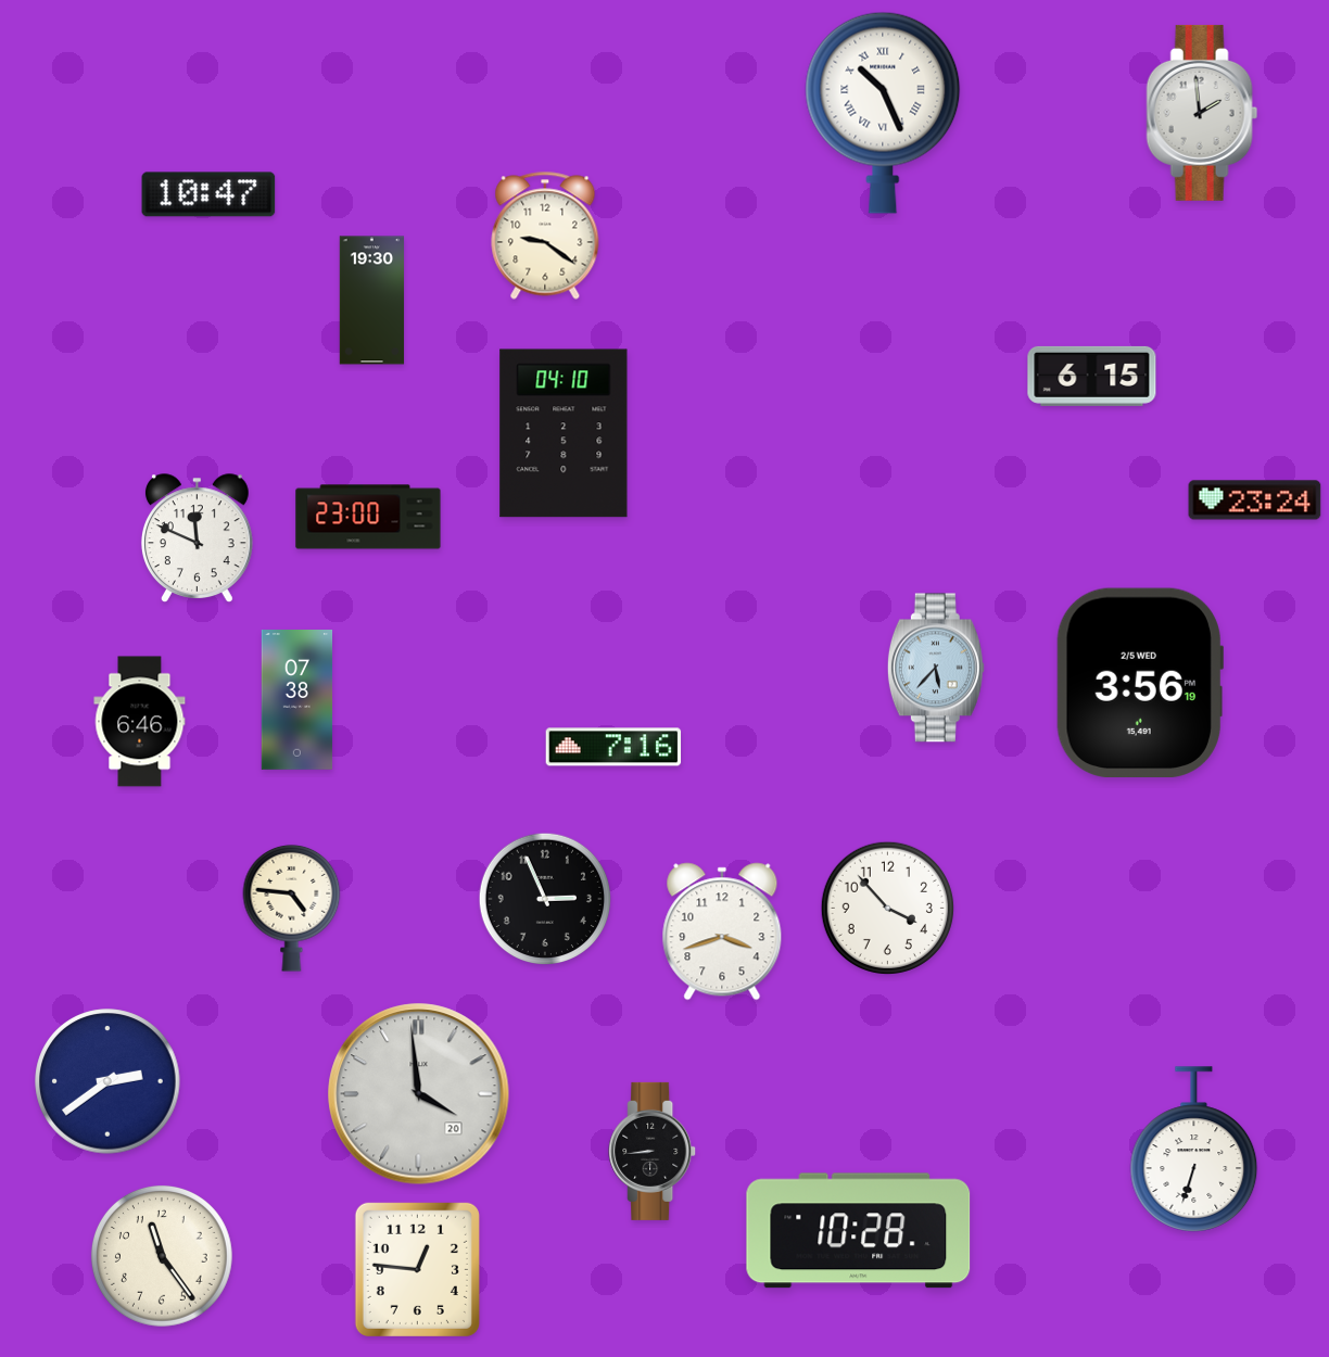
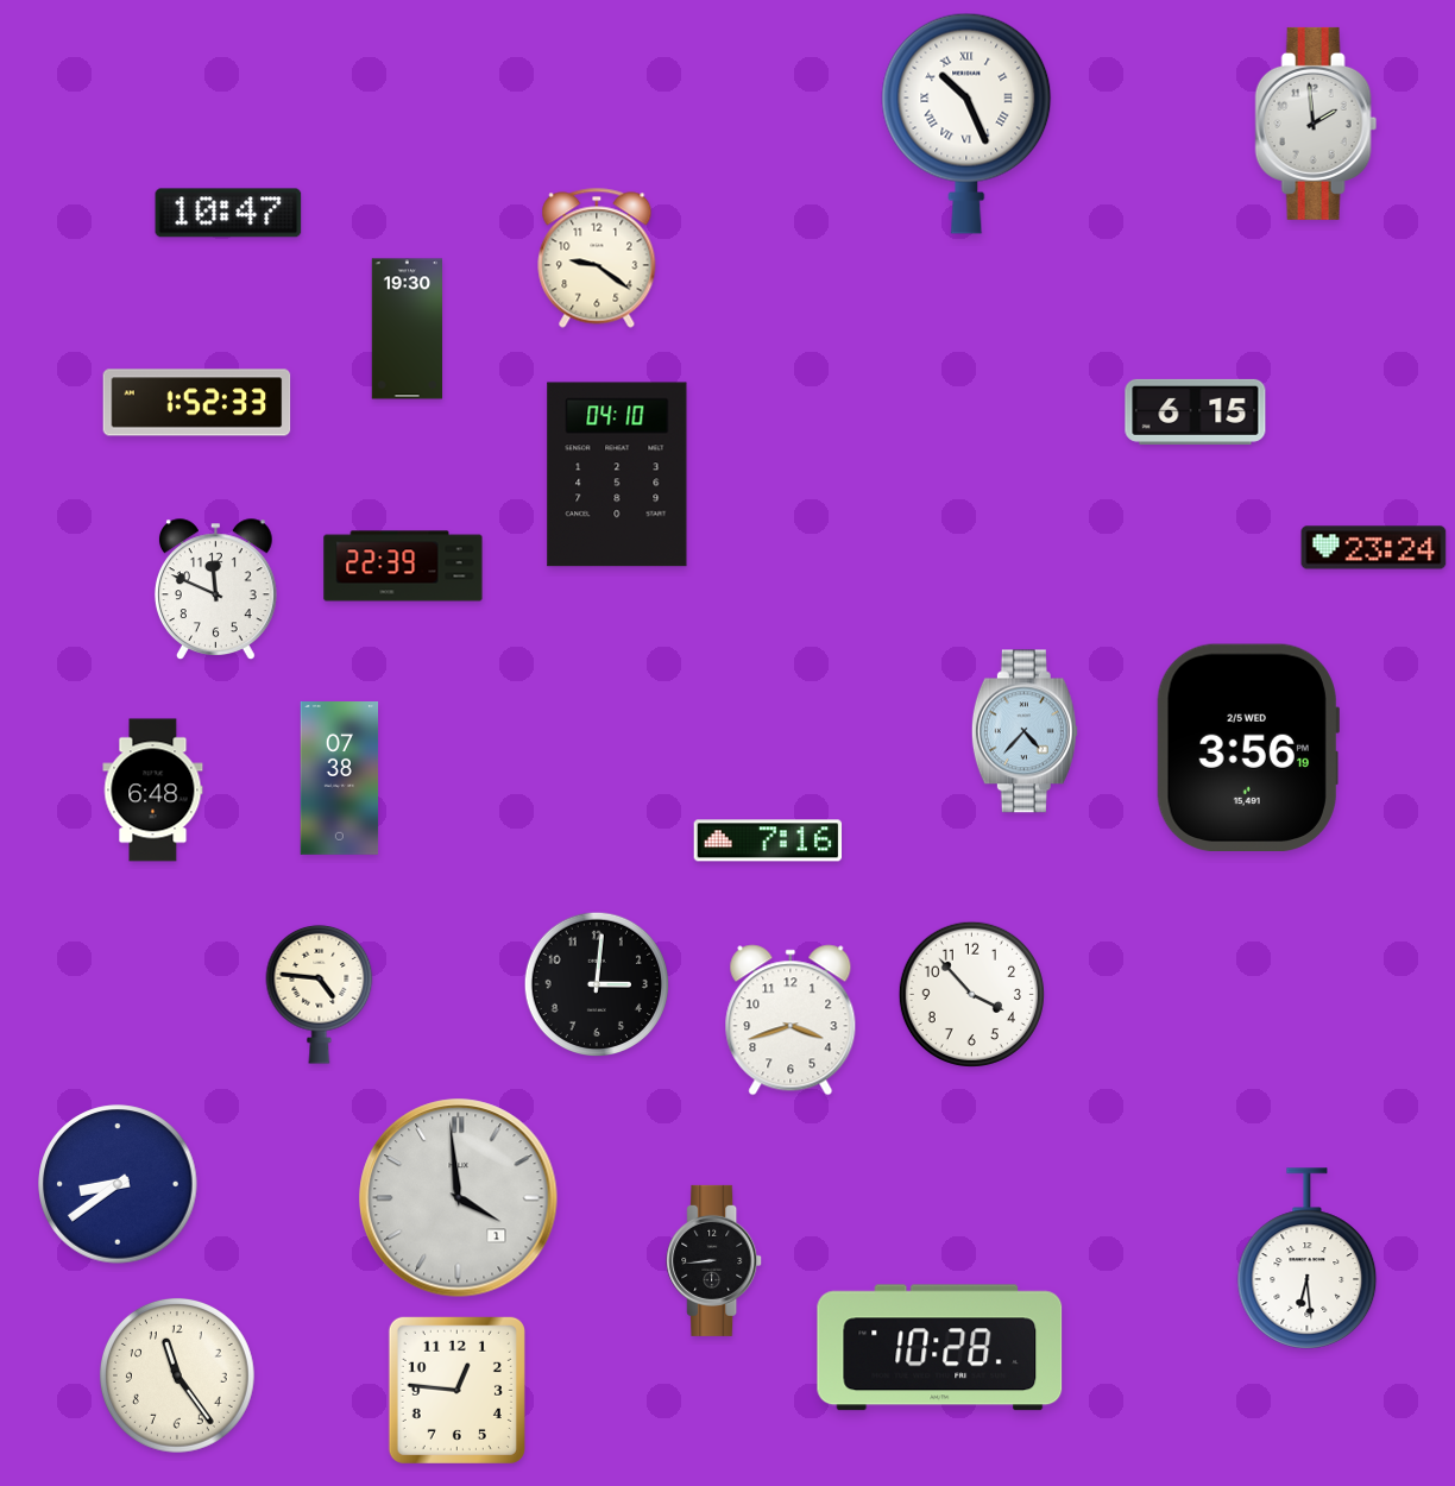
clock at (197, 403): none -> 1:52
clock at (368, 517): 23:00 -> 22:39
clock at (936, 668): 5:37 -> 4:37
clock at (298, 700) position: (298, 700) -> (340, 779)
clock at (140, 722): 6:46 -> 6:48
clock at (613, 747) position: (613, 747) -> (768, 840)
clock at (544, 898): 2:56 -> 3:01
clock at (107, 1081): 2:39 -> 8:39
clock at (419, 1094) date: 20 -> 1
clock at (1194, 1150): 6:33 -> 6:29
